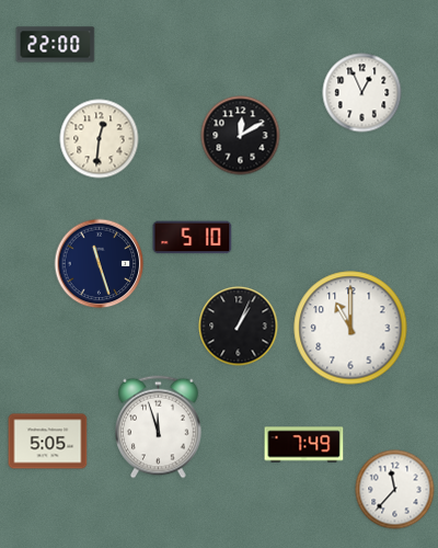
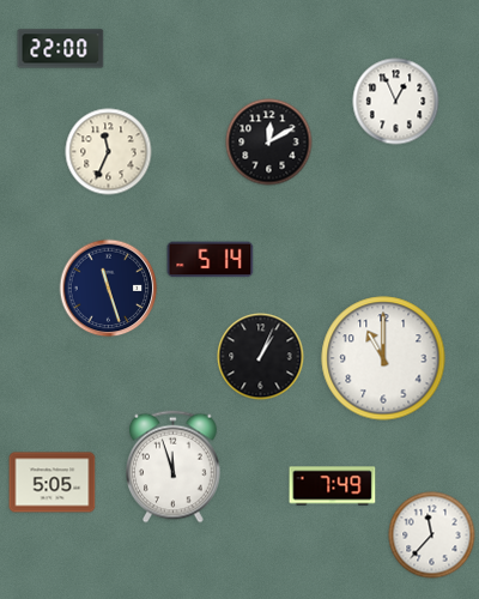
clock at (241, 136) position: (241, 136) -> (269, 143)
clock at (100, 139): 12:31 -> 11:34
clock at (193, 238): 5:10 -> 5:14
